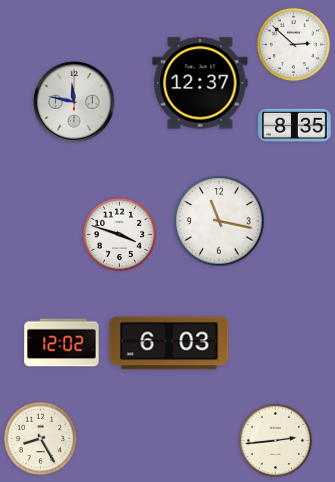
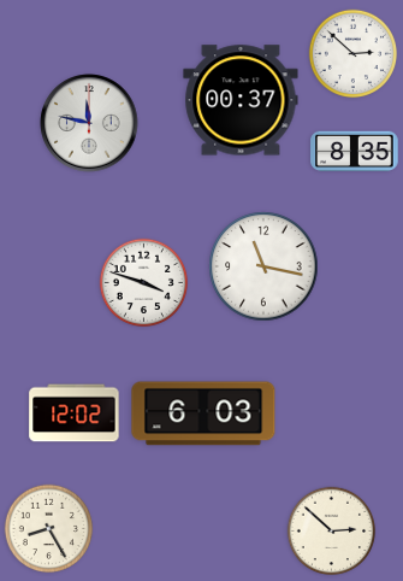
clock at (200, 83): 12:37 -> 00:37
clock at (276, 441): 2:44 -> 2:52
